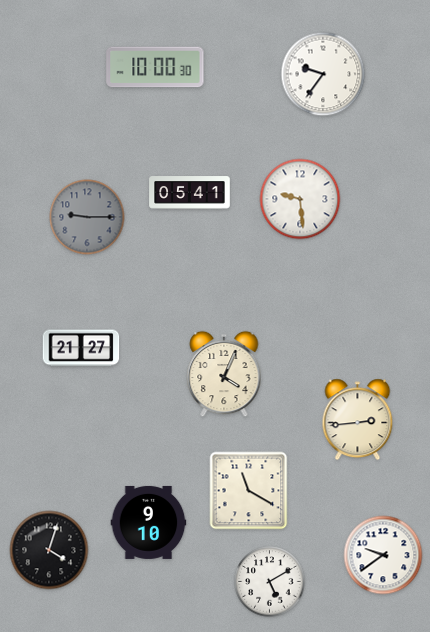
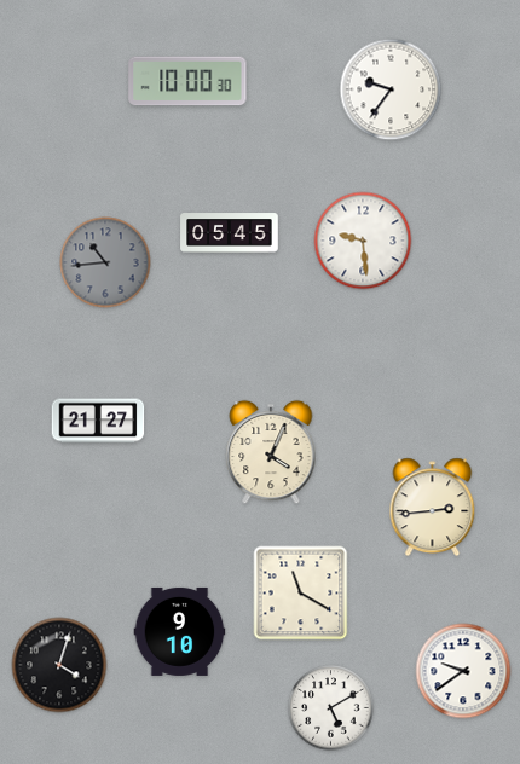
clock at (190, 193): 05:41 -> 05:45
clock at (87, 217): 9:15 -> 10:44
clock at (270, 582) position: (270, 582) -> (331, 708)
